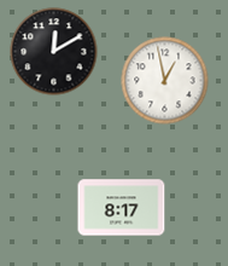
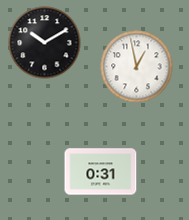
clock at (54, 52): 12:10 -> 10:10
clock at (122, 208): 8:17 -> 0:31
